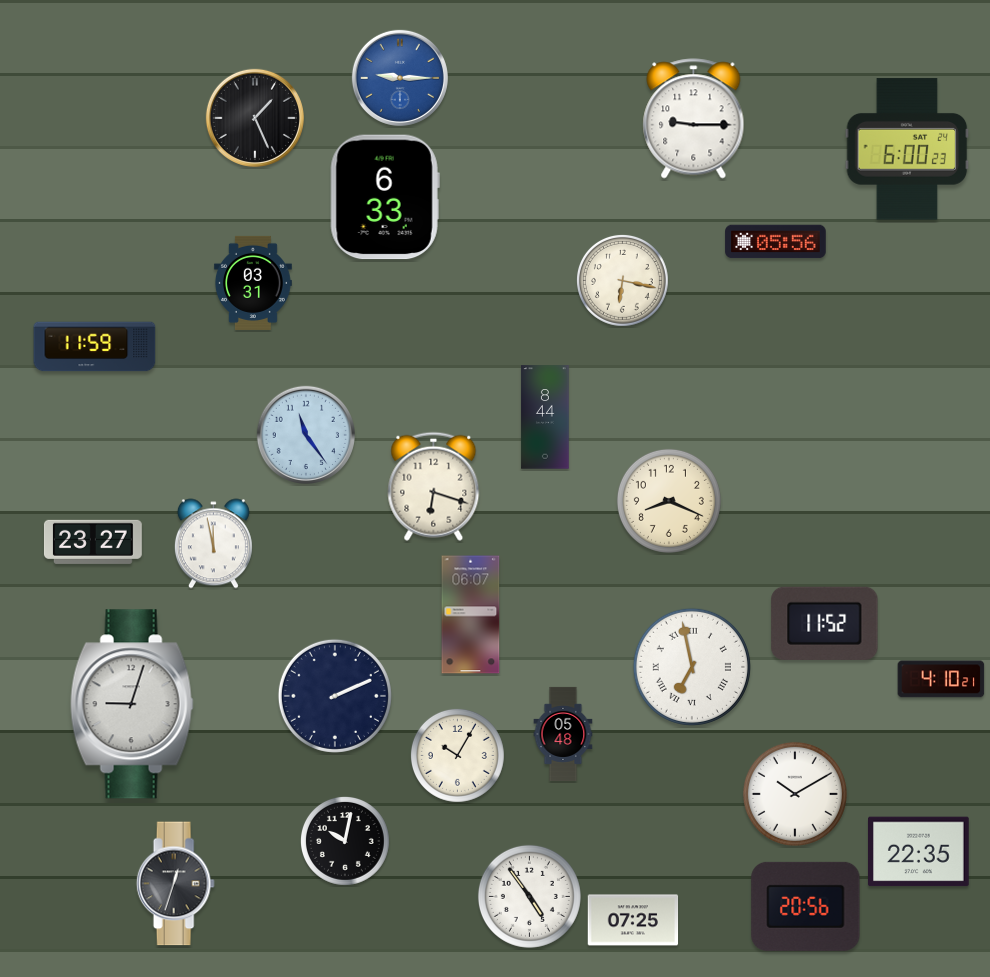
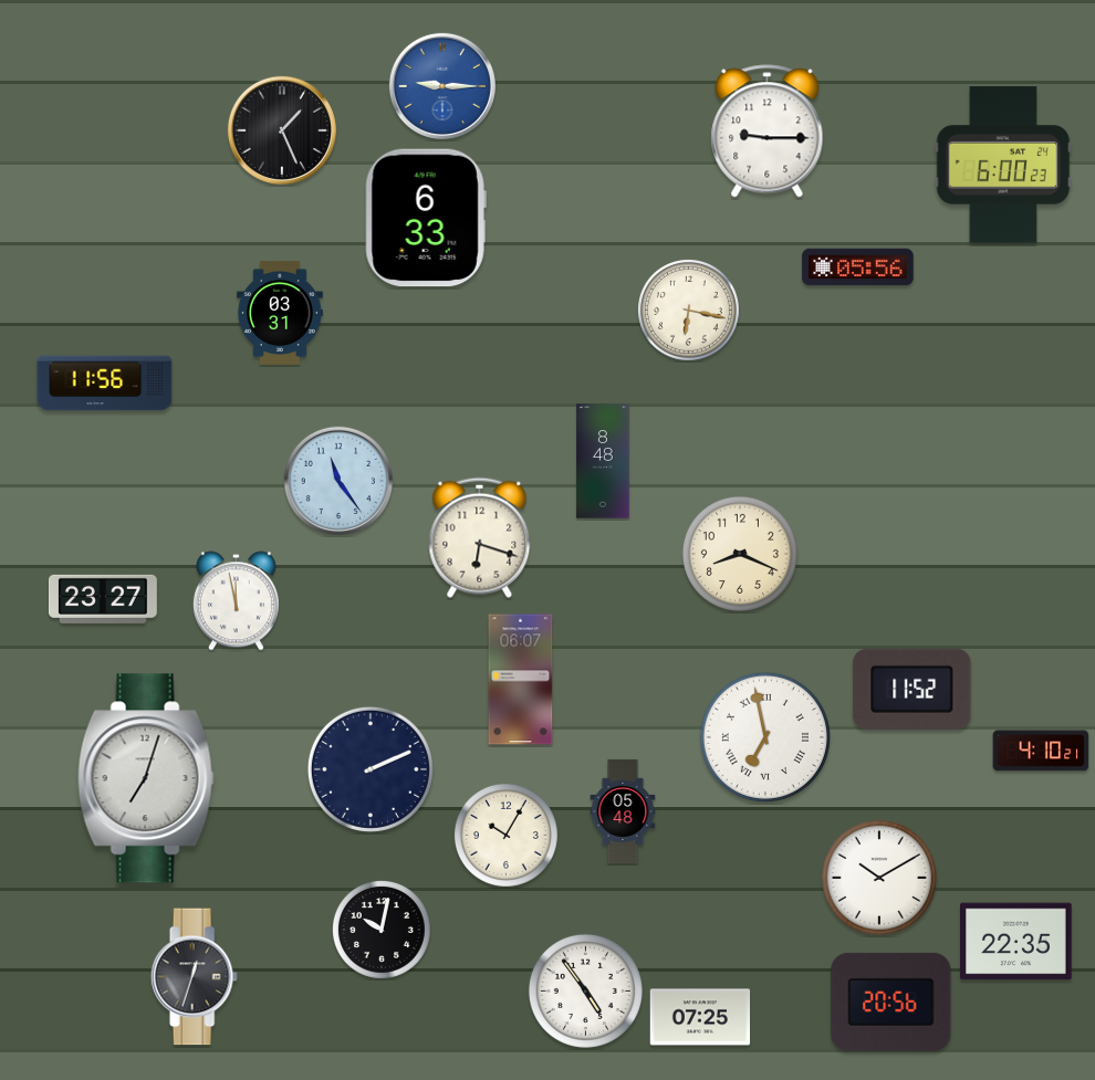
clock at (95, 347): 11:59 -> 11:56
clock at (545, 417): 8:44 -> 8:48
clock at (132, 704): 9:03 -> 7:03
